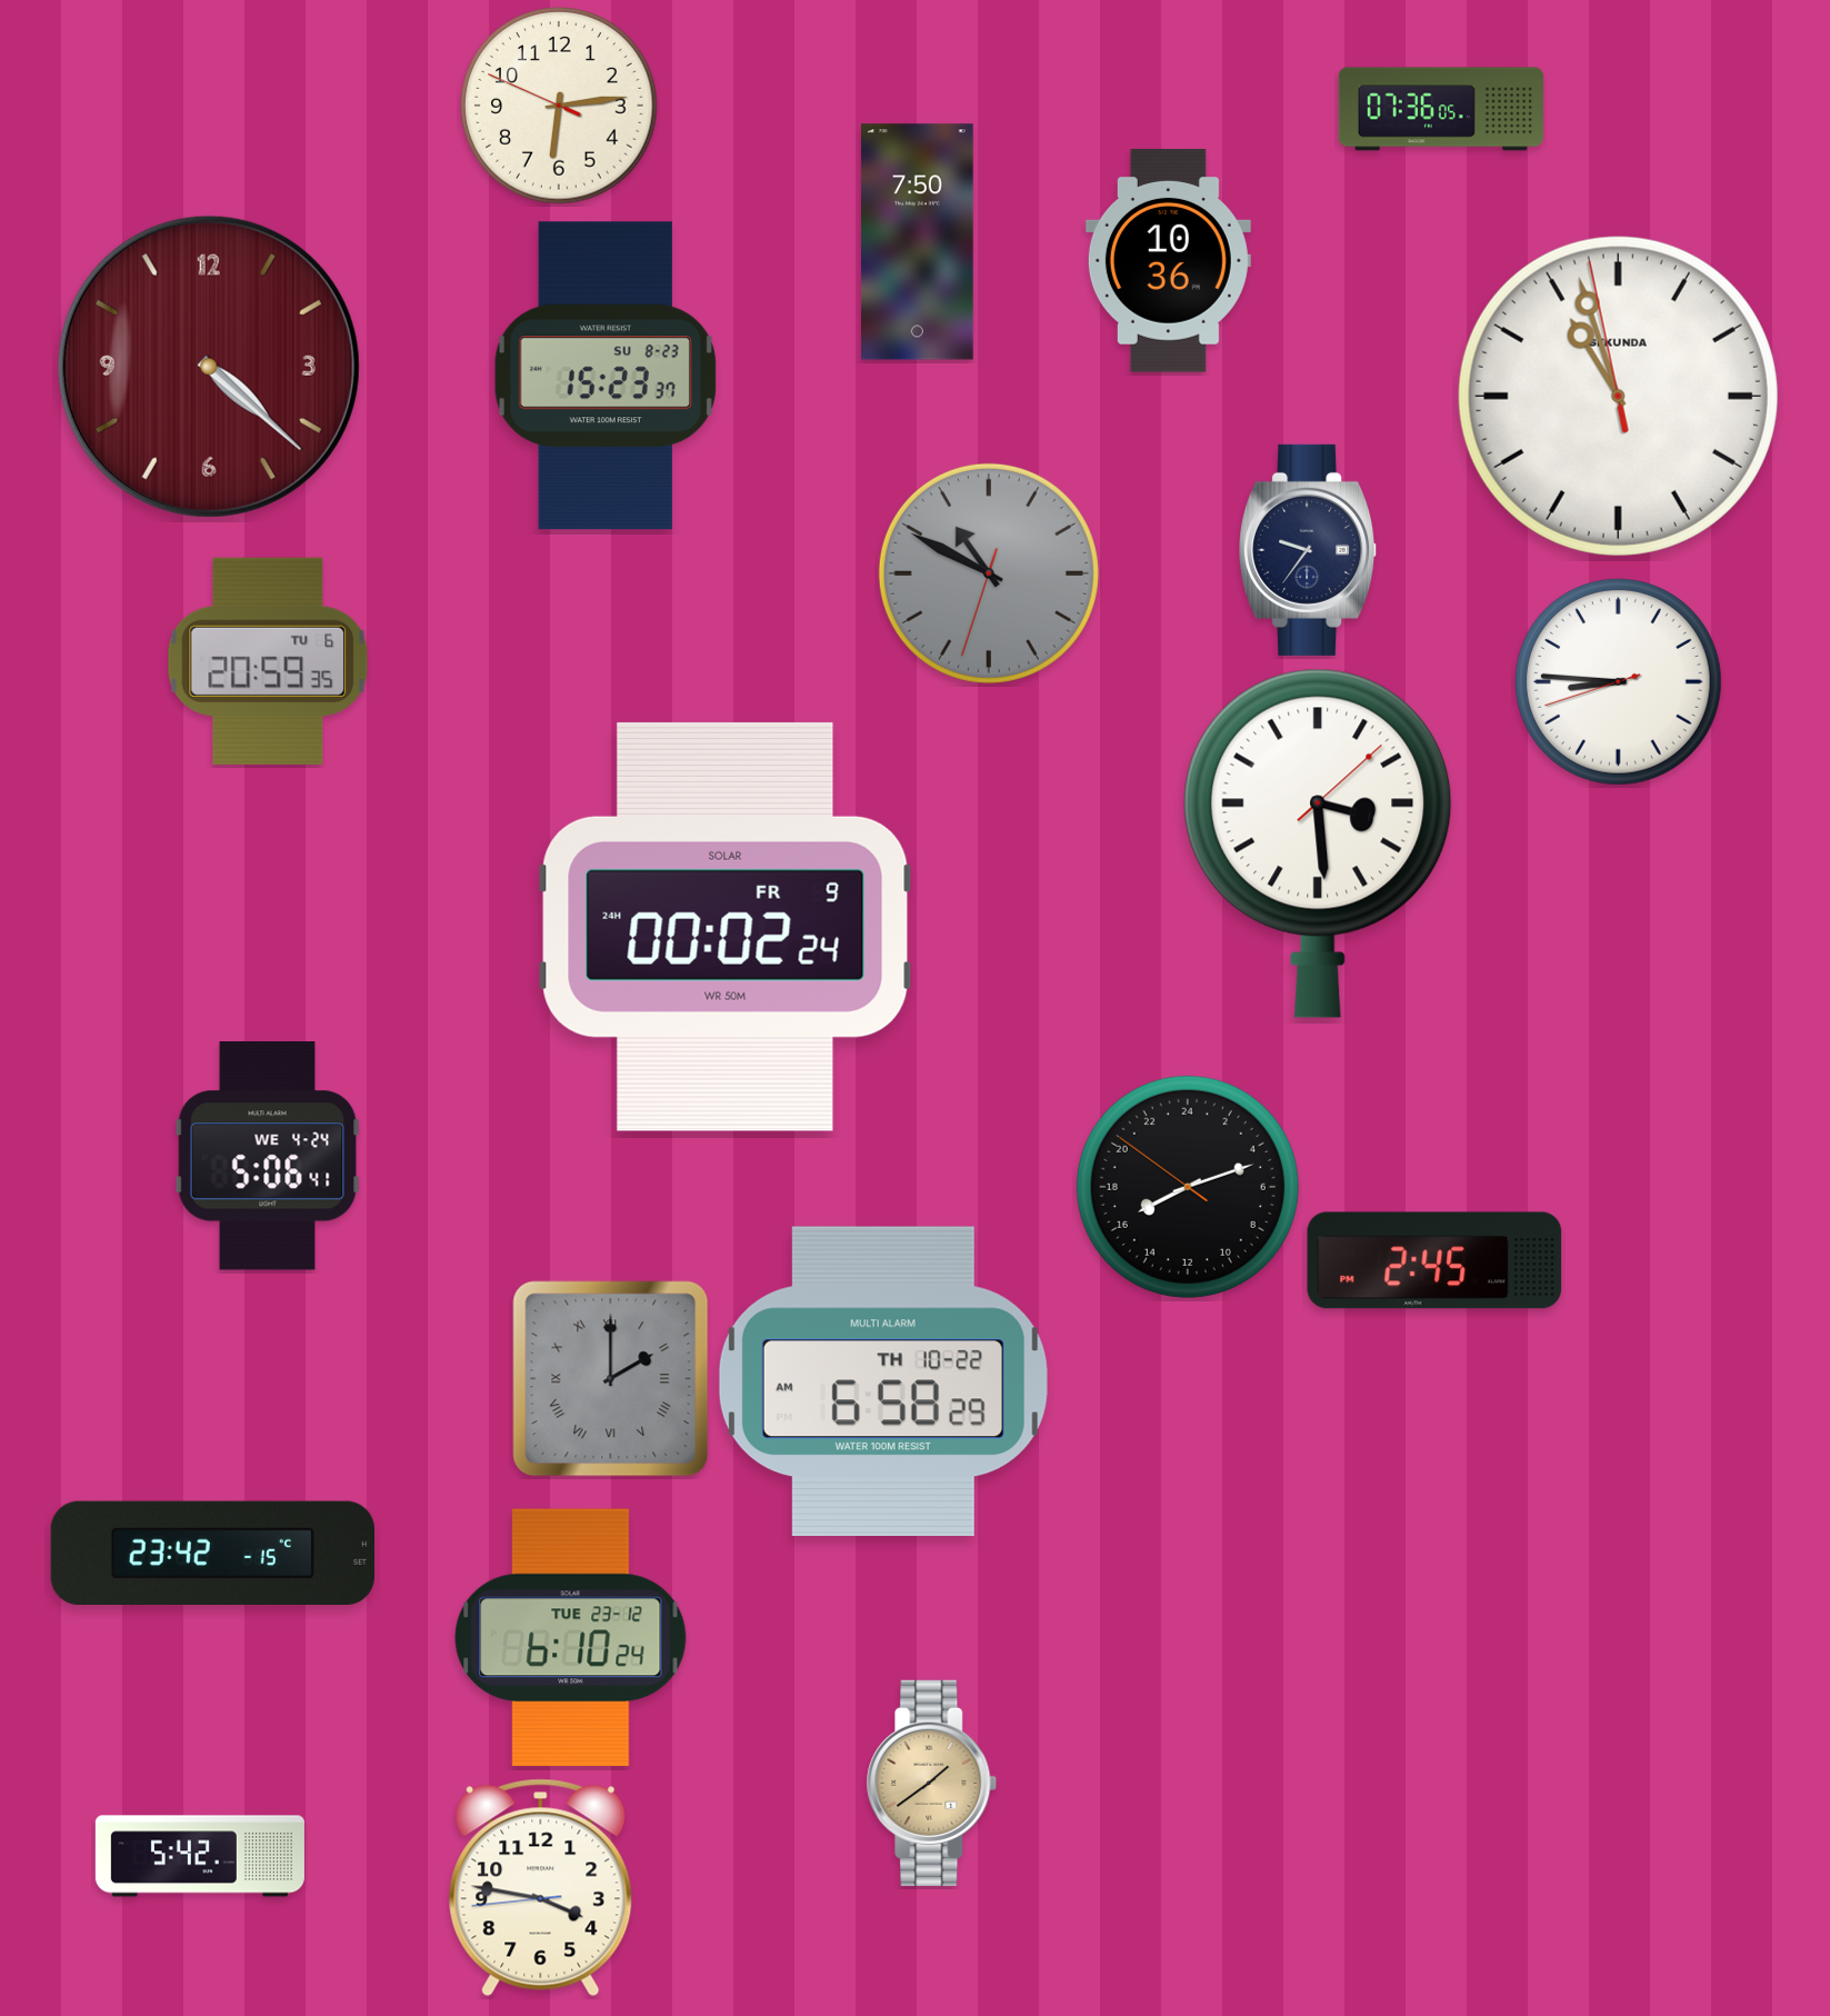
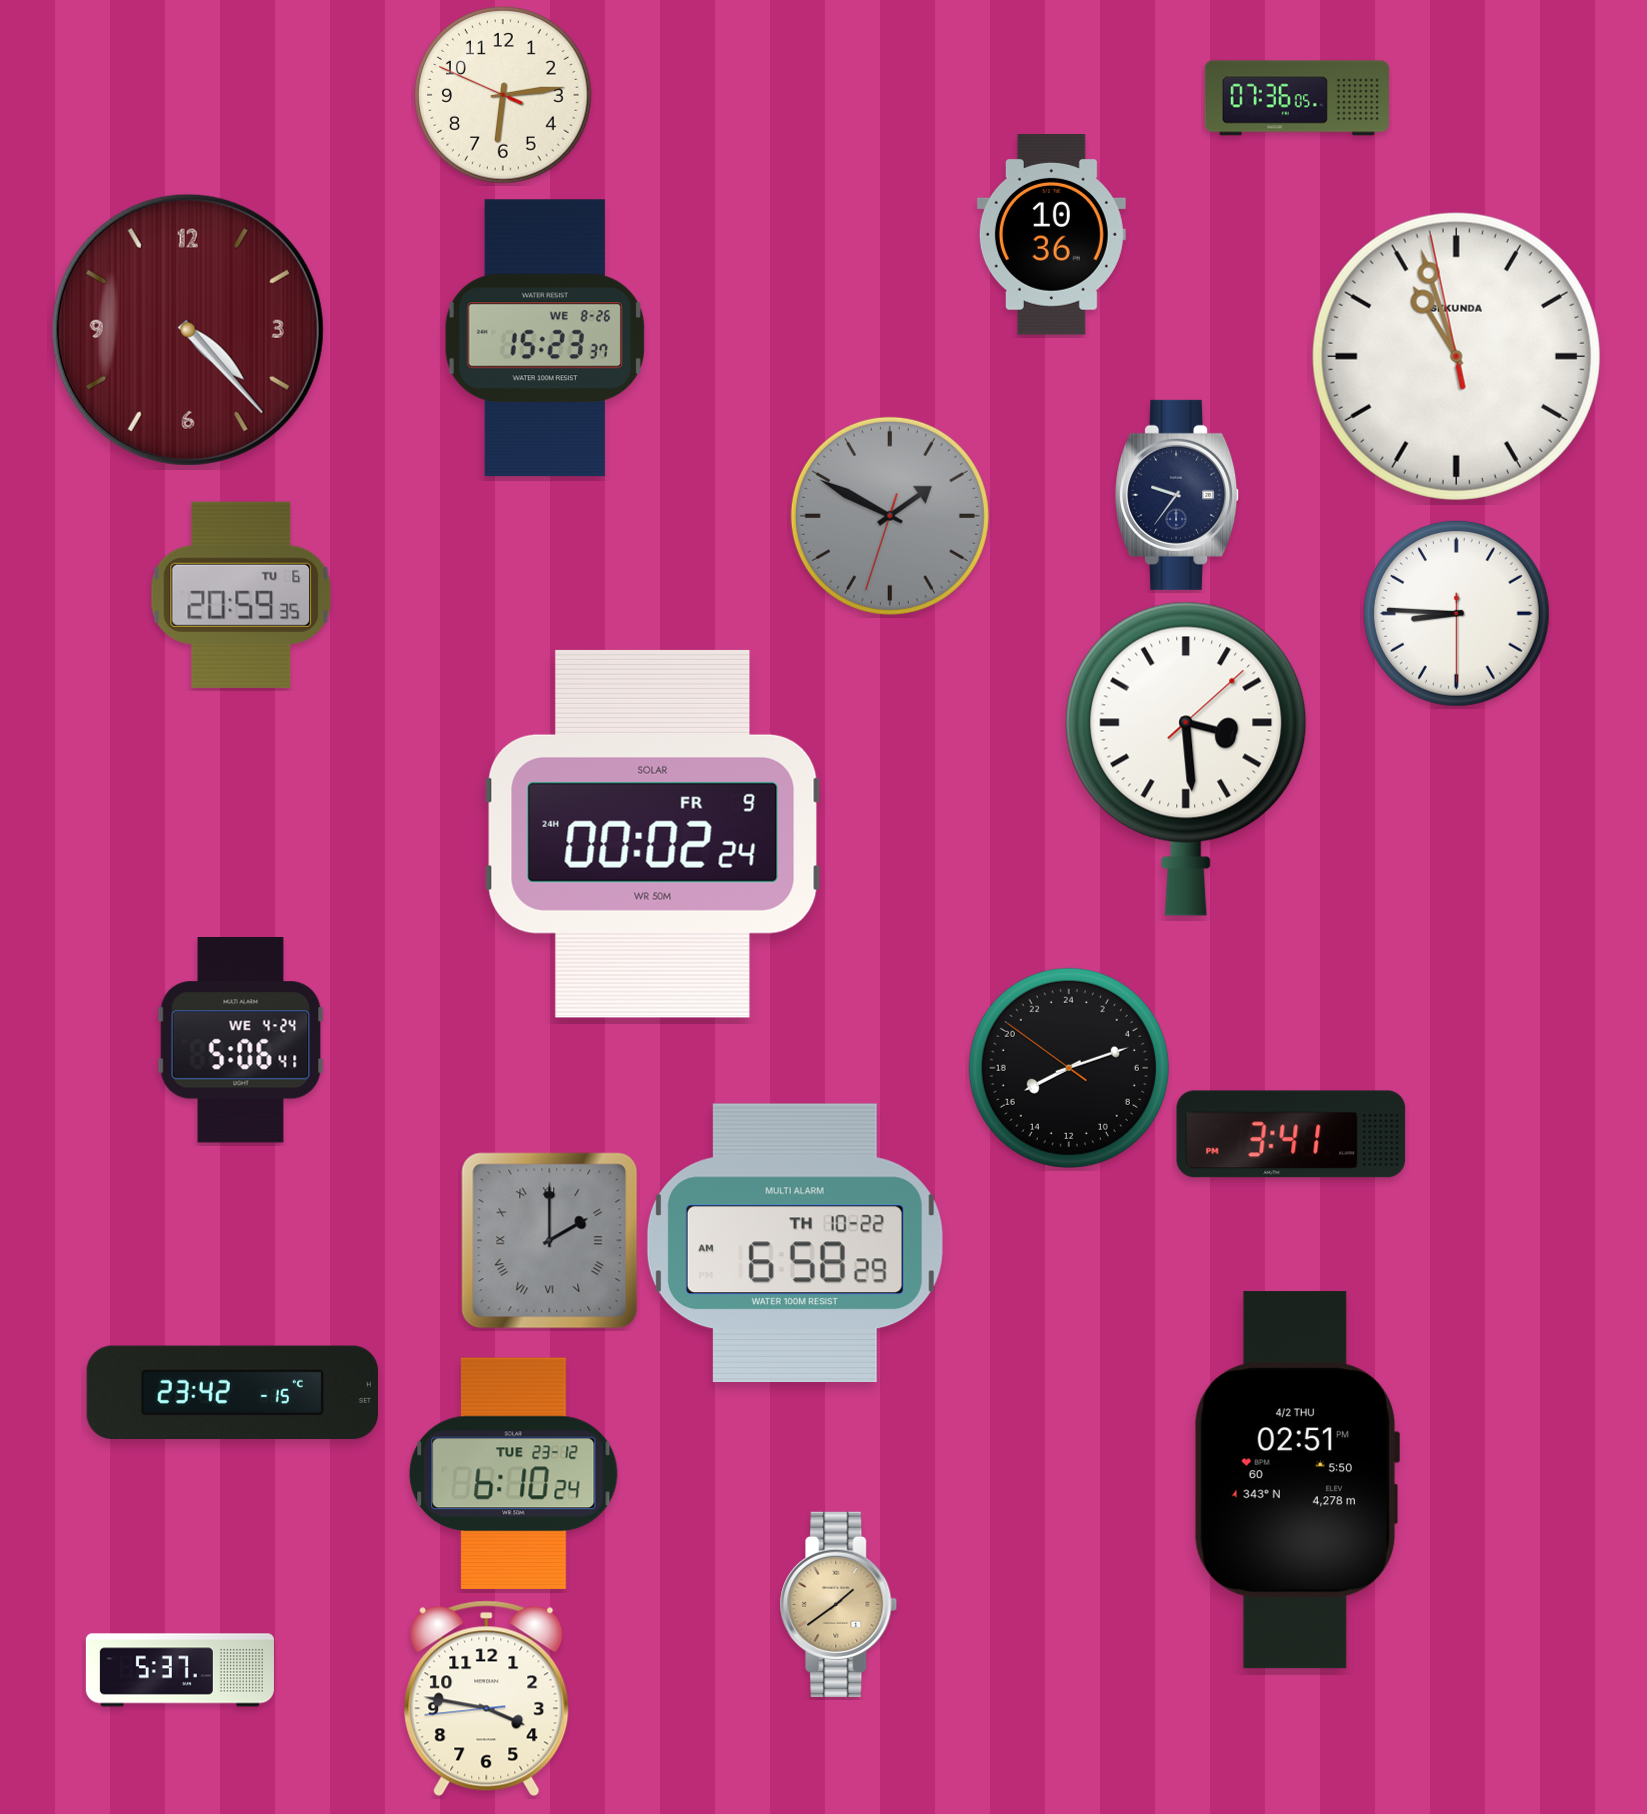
clock at (917, 242): 7:50 -> none
clock at (209, 367): 4:22 -> 4:23
clock at (606, 376) date: SU 8-23 -> WE 8-26
clock at (989, 573): 10:49 -> 1:49
clock at (1618, 681): 8:45:42 -> 8:45:30
clock at (1434, 1260): 2:45 -> 3:41
clock at (212, 1553) position: (212, 1553) -> (232, 1392)
clock at (1297, 1480): none -> 02:51
clock at (200, 1856): 5:42 -> 5:37
